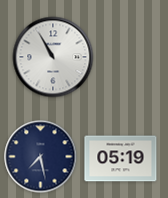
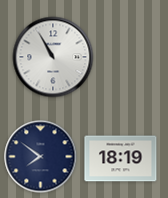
clock at (41, 157): 7:28 -> 7:51
clock at (121, 159): 05:19 -> 18:19
